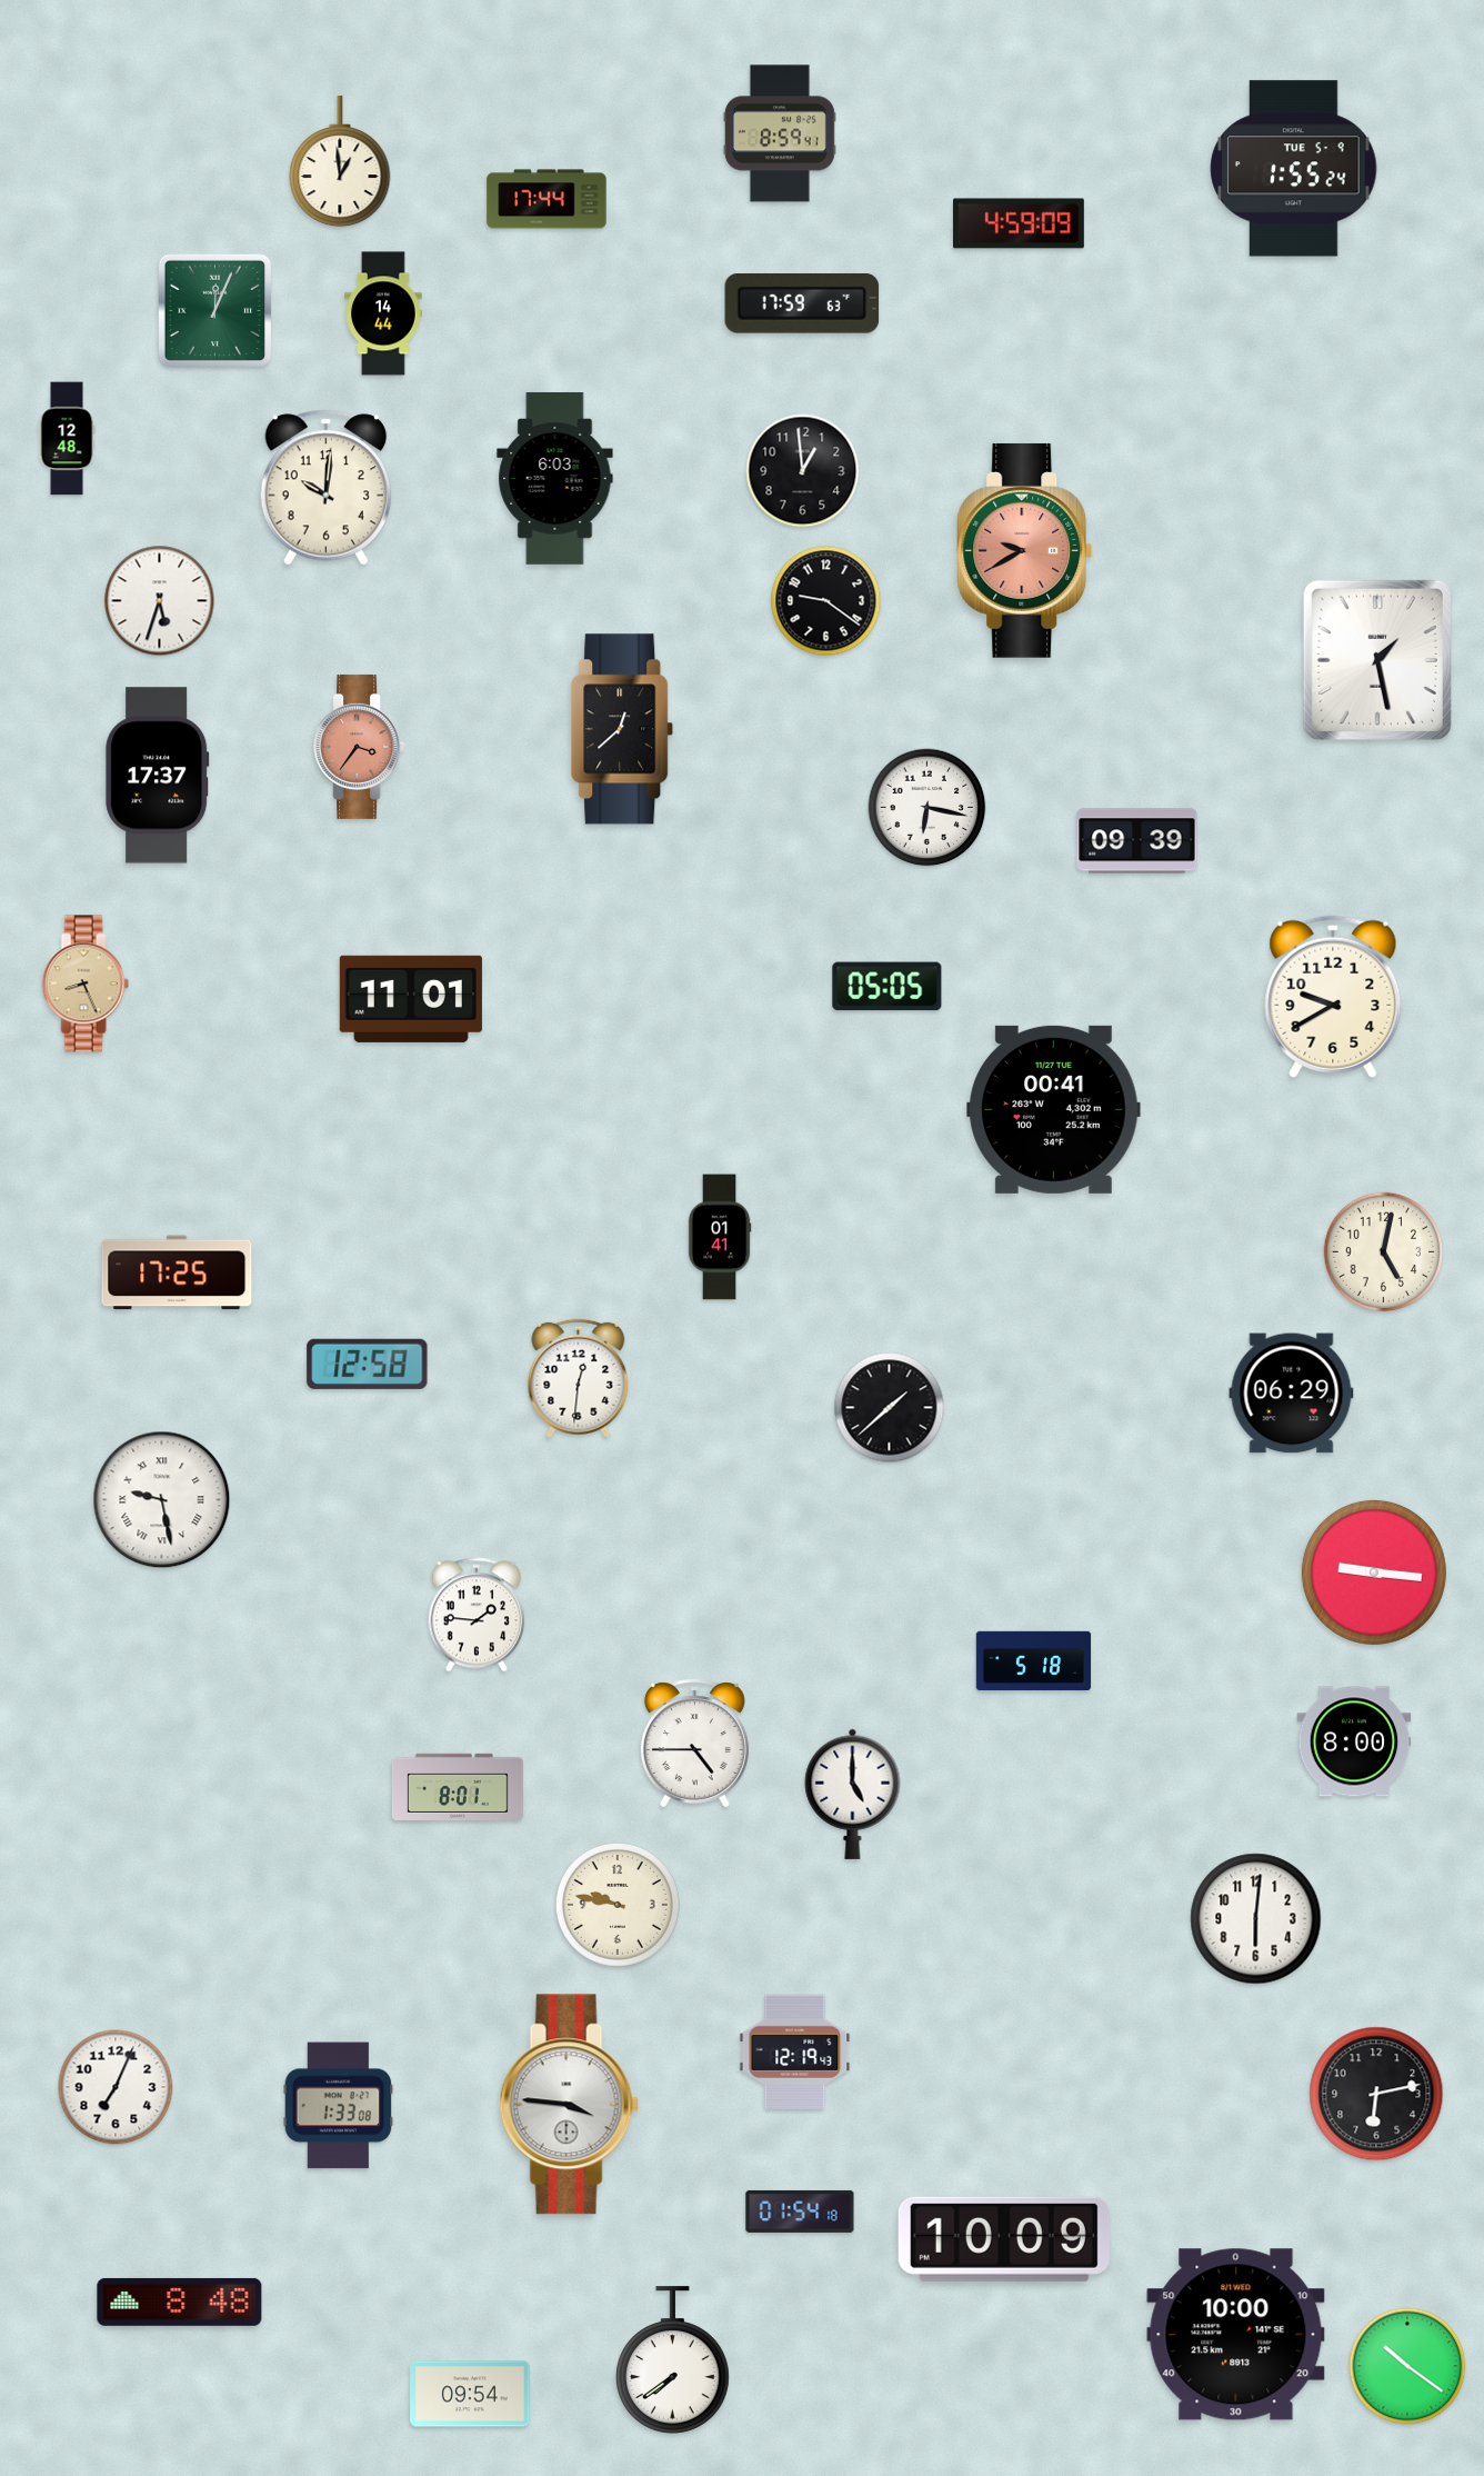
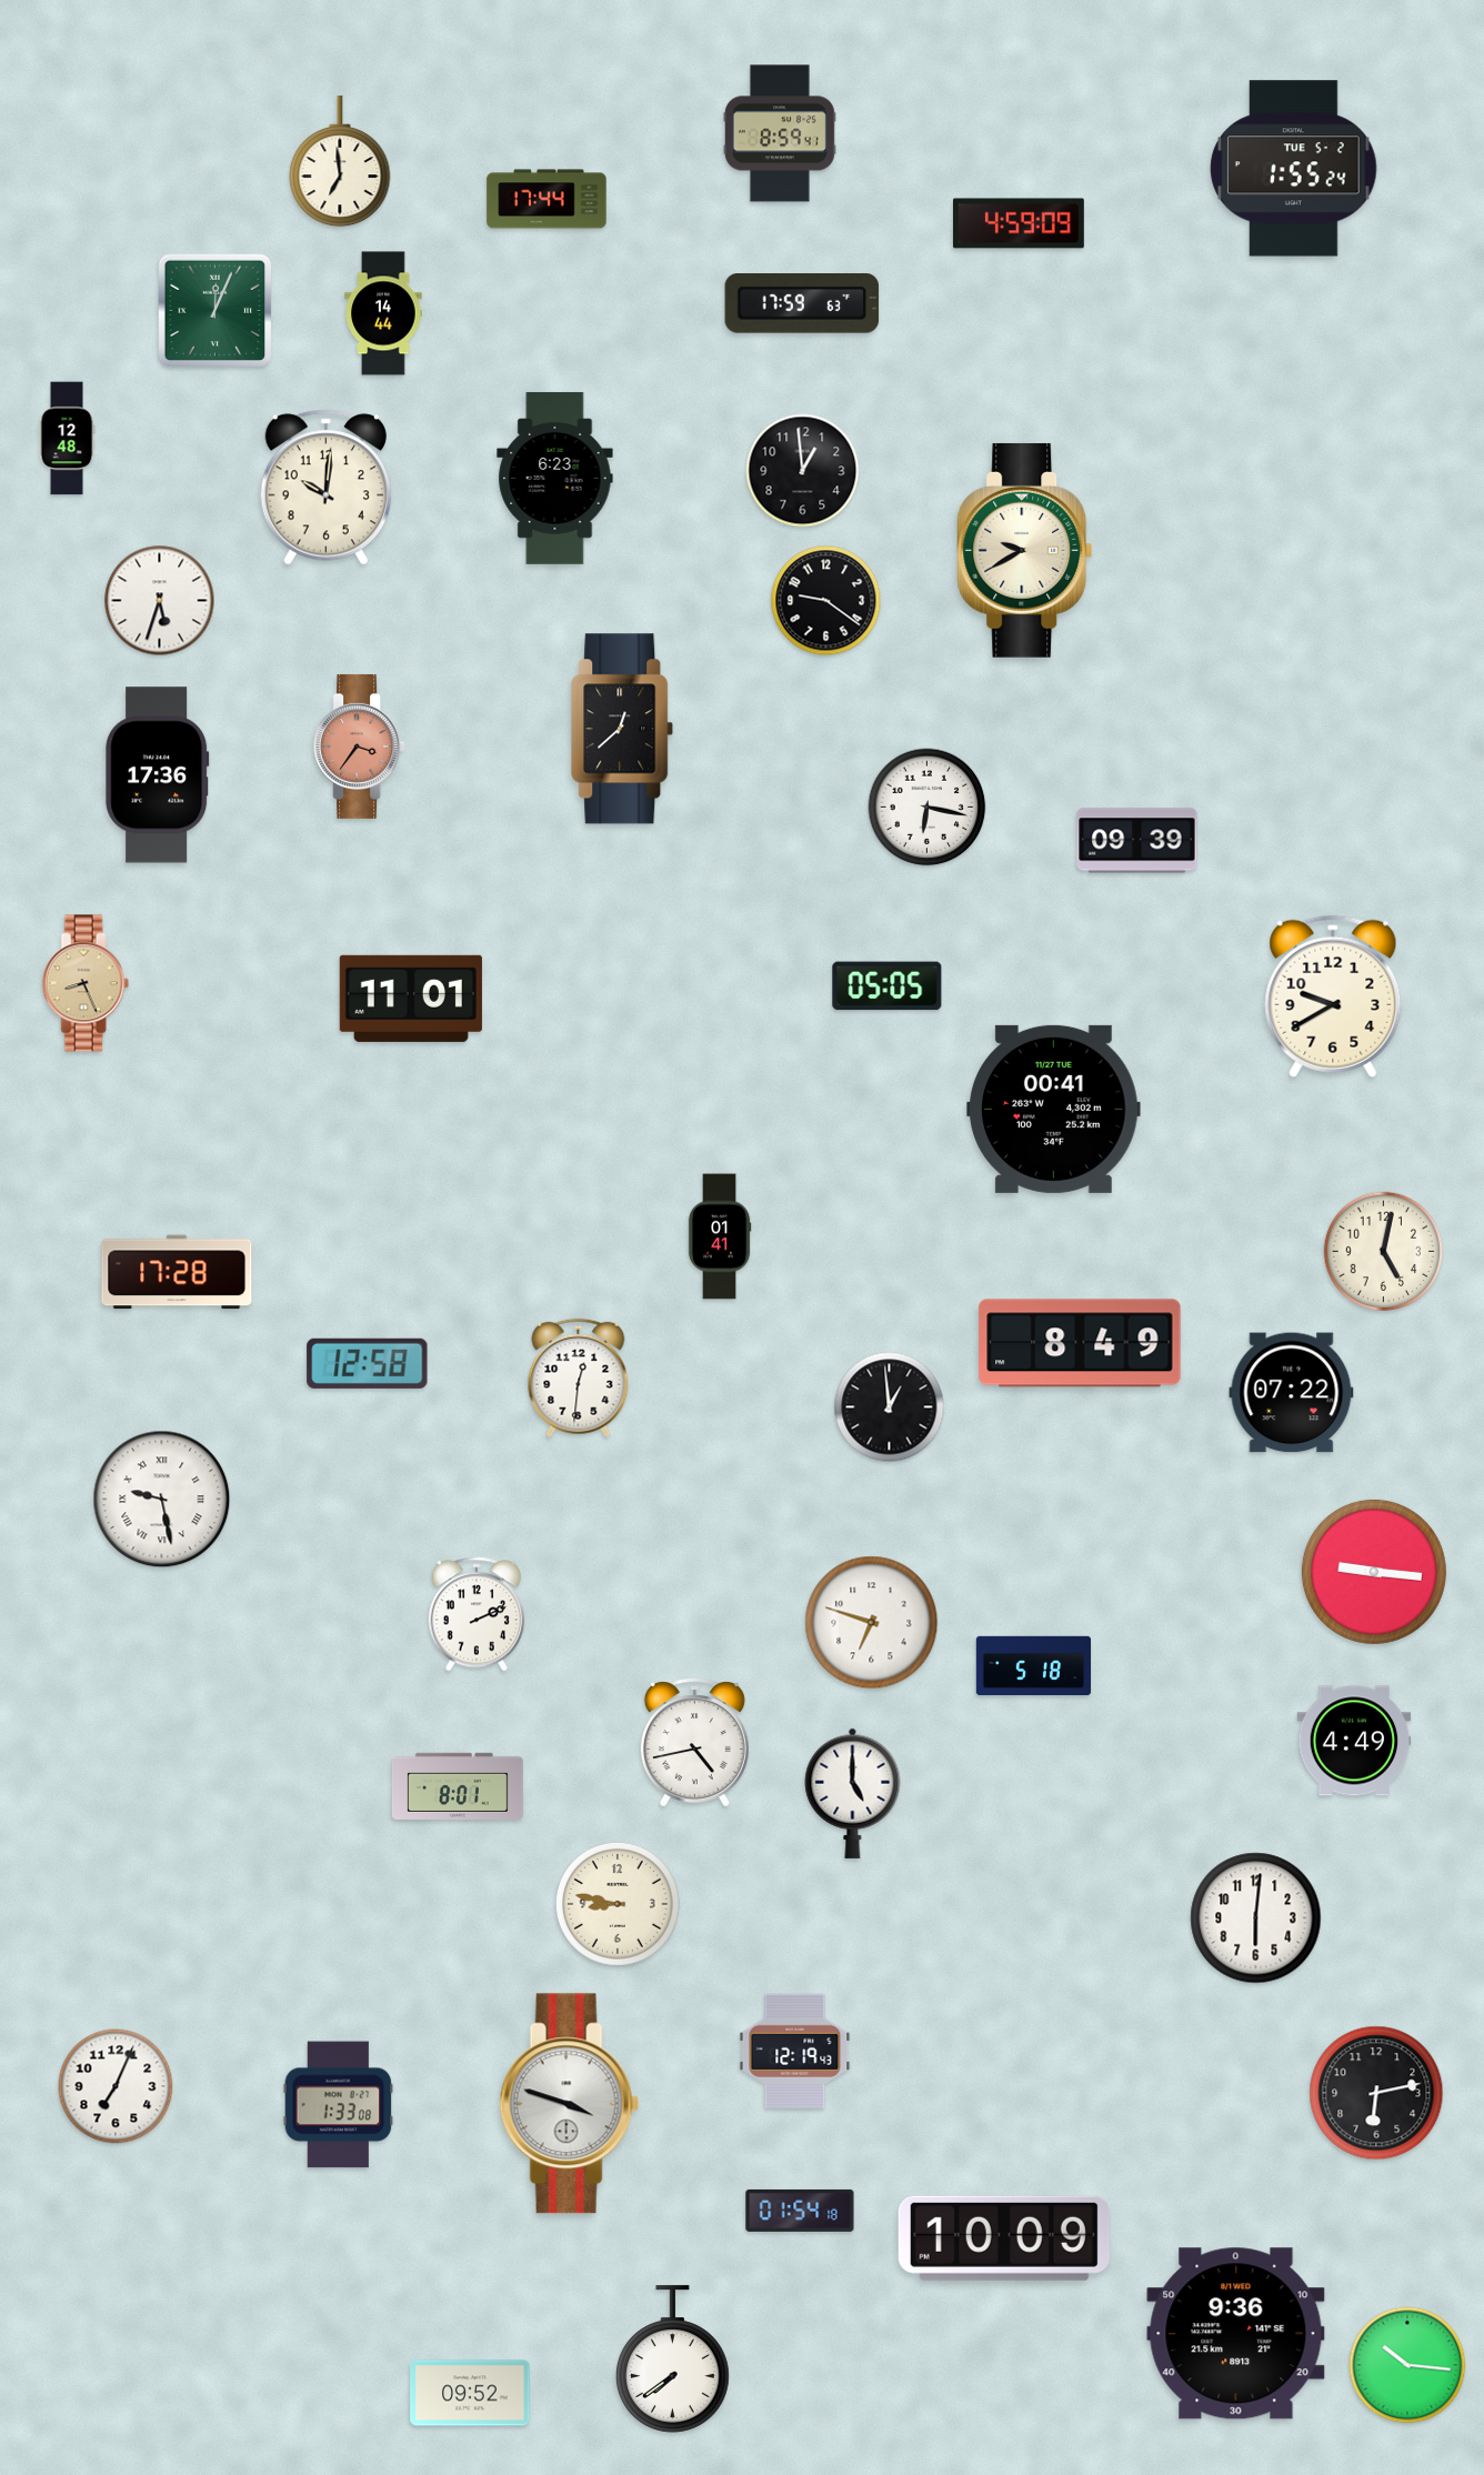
clock at (340, 161): 12:59 -> 6:59
clock at (1294, 169) date: TUE 5-9 -> TUE 5-2
clock at (555, 478): 6:03 -> 6:23
clock at (1025, 550) dial: salmon -> cream
clock at (1377, 660): 1:28 -> none
clock at (158, 776): 17:37 -> 17:36
clock at (177, 1272): 17:25 -> 17:28
clock at (1080, 1343): none -> 8:49
clock at (1292, 1394): 06:29 -> 07:22
clock at (890, 1408): 1:38 -> 12:59
clock at (475, 1615): 1:46 -> 2:11
clock at (872, 1623): none -> 6:48
clock at (1034, 1660) position: (1034, 1660) -> (1034, 1665)
clock at (1354, 1741): 8:00 -> 4:49
clock at (694, 1744): 4:45 -> 4:43
clock at (618, 1905): 9:47 -> 8:47
clock at (569, 2105): 3:46 -> 3:48
clock at (180, 2302): 8:48 -> none
clock at (1236, 2335): 10:00 -> 9:36
clock at (1407, 2366): 10:21 -> 10:16
clock at (470, 2394): 09:54 -> 09:52
